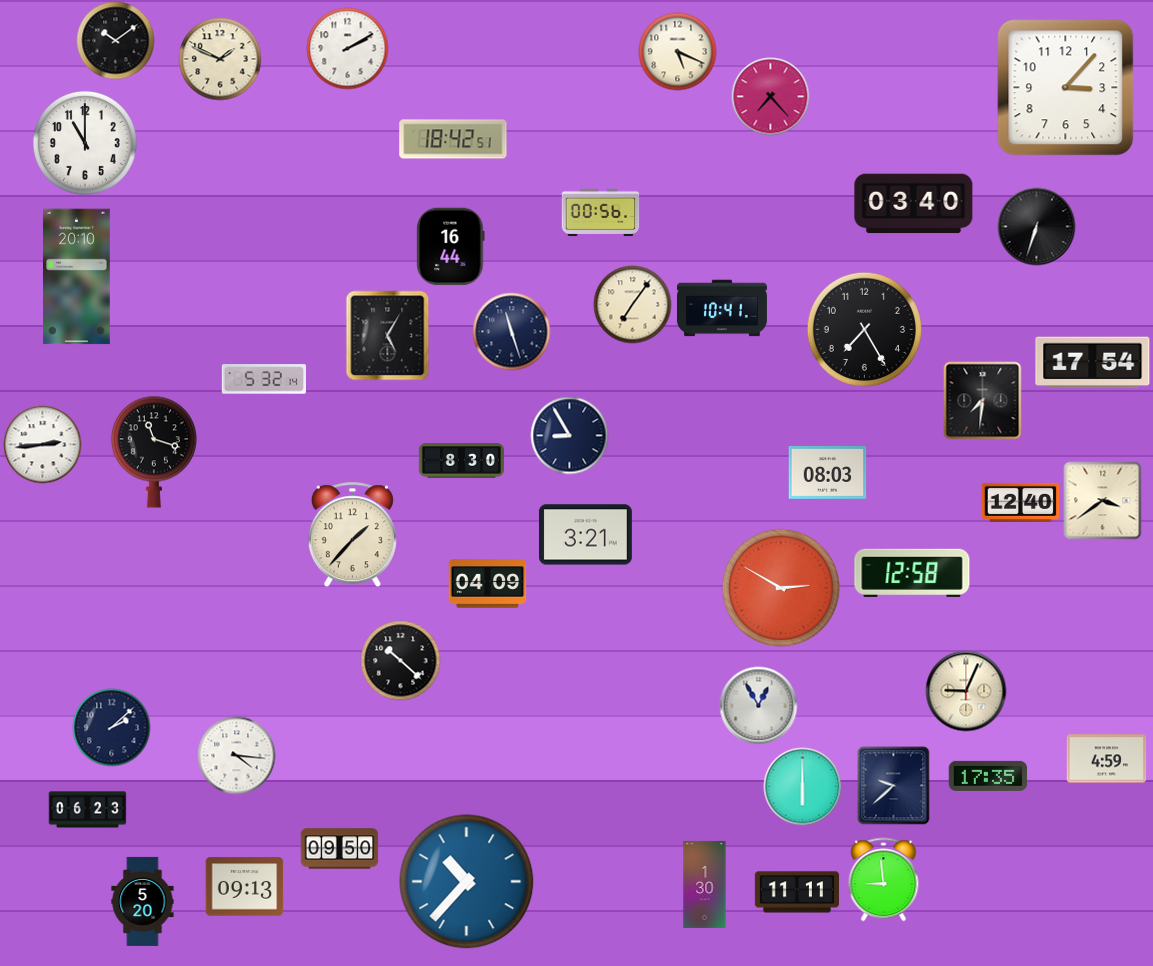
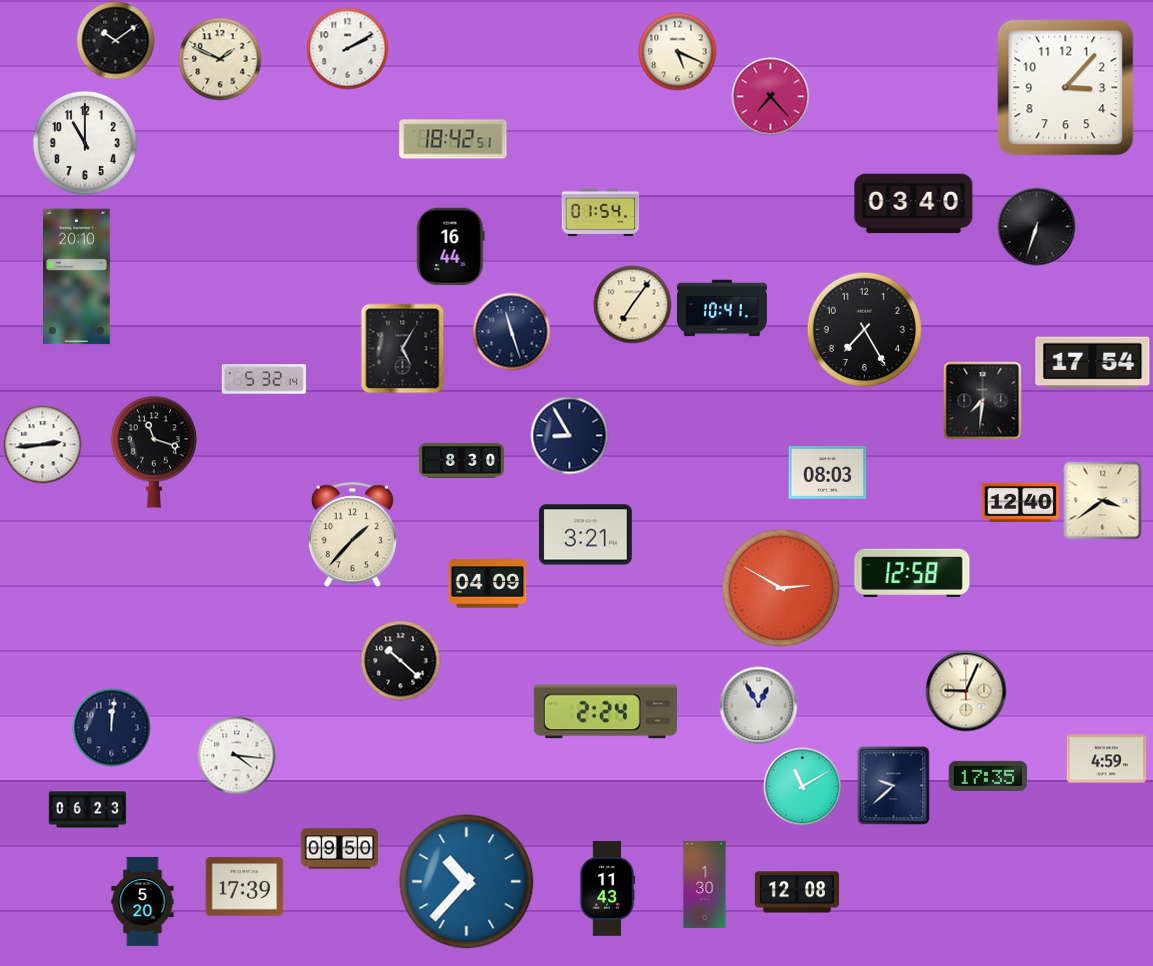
clock at (600, 213): 00:56 -> 01:54
clock at (388, 335) position: (388, 335) -> (403, 348)
clock at (605, 712): none -> 2:24
clock at (111, 727): 2:08 -> 12:01
clock at (802, 786): 6:00 -> 11:10
clock at (884, 879): 8:59 -> none
clock at (244, 887): 09:13 -> 17:39
clock at (607, 889): none -> 11:43
clock at (796, 892): 11:11 -> 12:08
